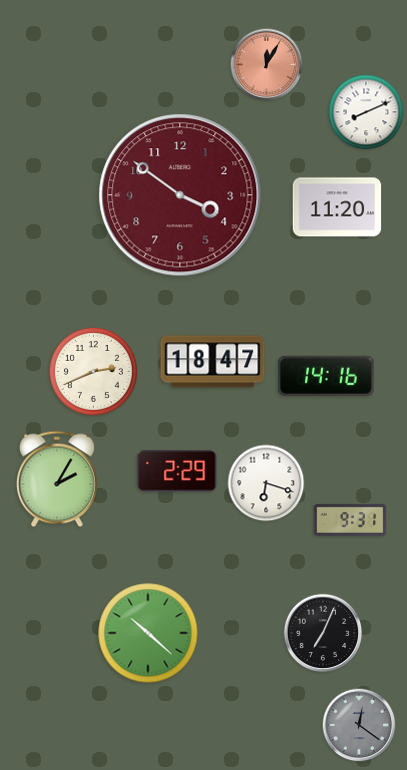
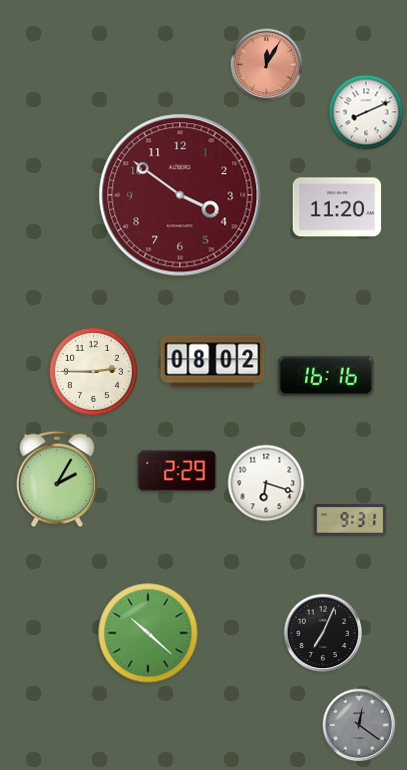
clock at (213, 362): 18:47 -> 08:02
clock at (93, 371): 2:41 -> 2:45
clock at (326, 376): 14:16 -> 16:16
